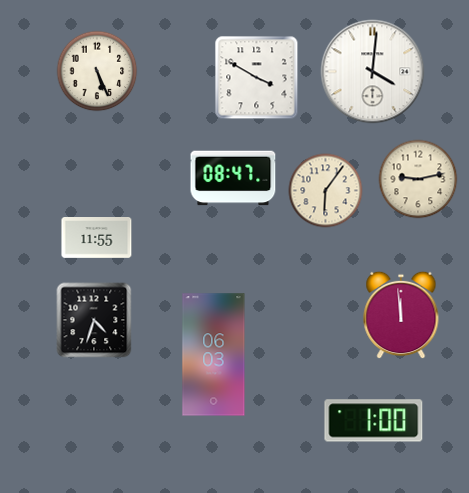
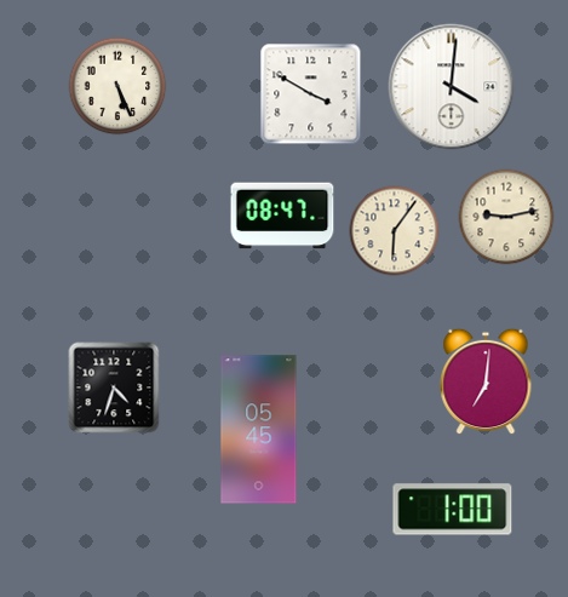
clock at (97, 238): 11:55 -> none
clock at (401, 315): 11:59 -> 7:01
clock at (214, 355): 06:03 -> 05:45
